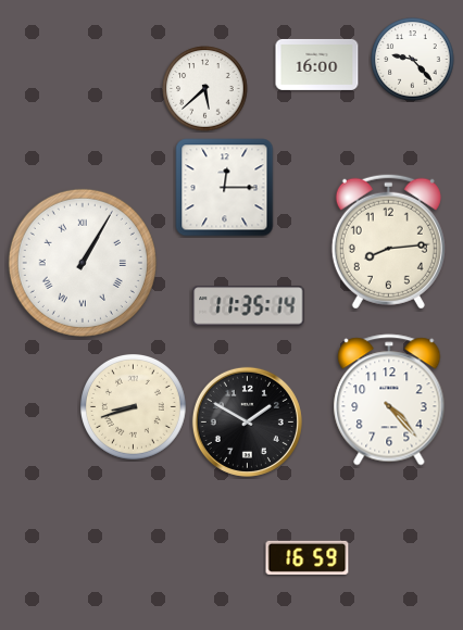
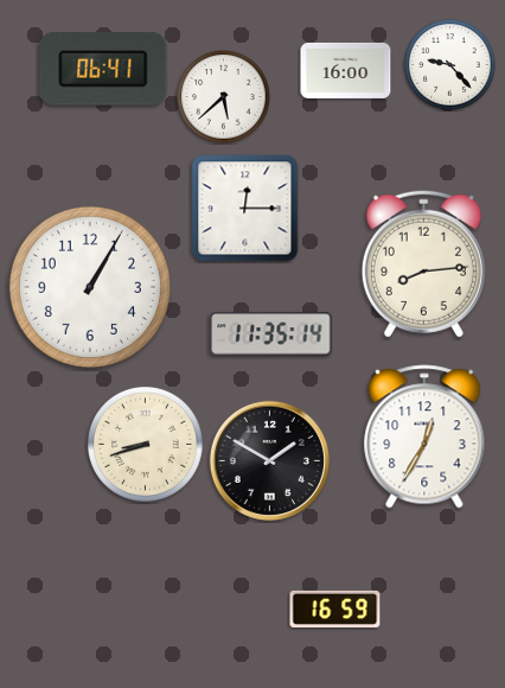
clock at (103, 70): none -> 06:41
clock at (225, 188) position: (225, 188) -> (245, 209)
clock at (83, 263) numerals: Roman -> Arabic
clock at (389, 400): 4:23 -> 12:35
